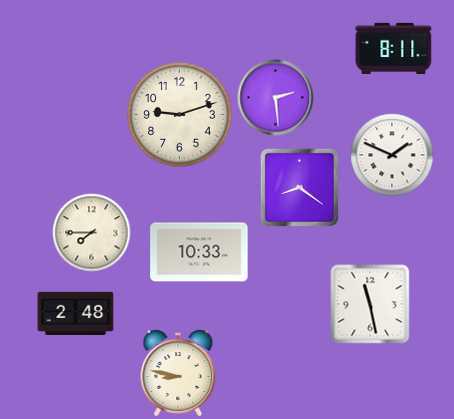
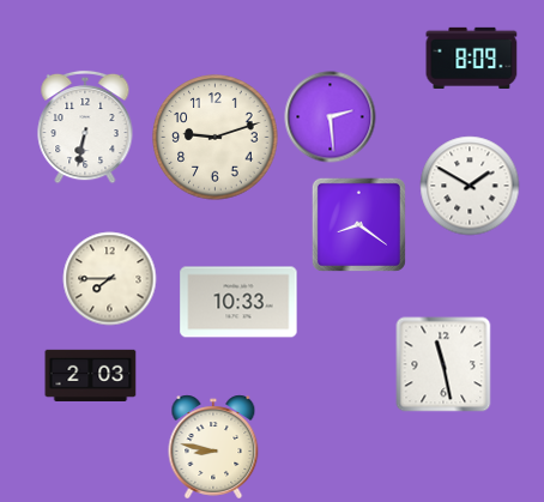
clock at (394, 48): 8:11 -> 8:09
clock at (85, 127): none -> 6:32
clock at (392, 155): 1:49 -> 1:50
clock at (76, 313): 2:48 -> 2:03
